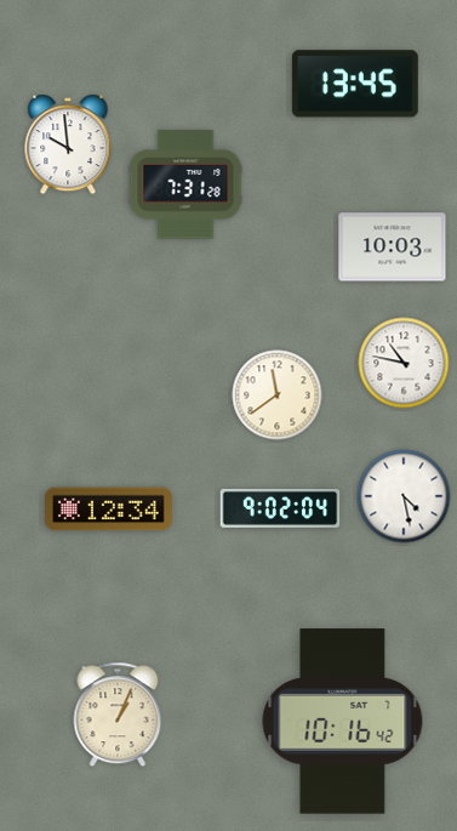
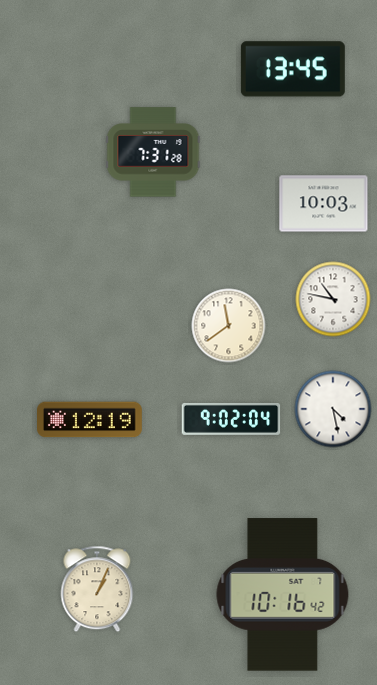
clock at (68, 144): 9:59 -> none
clock at (109, 510): 12:34 -> 12:19
